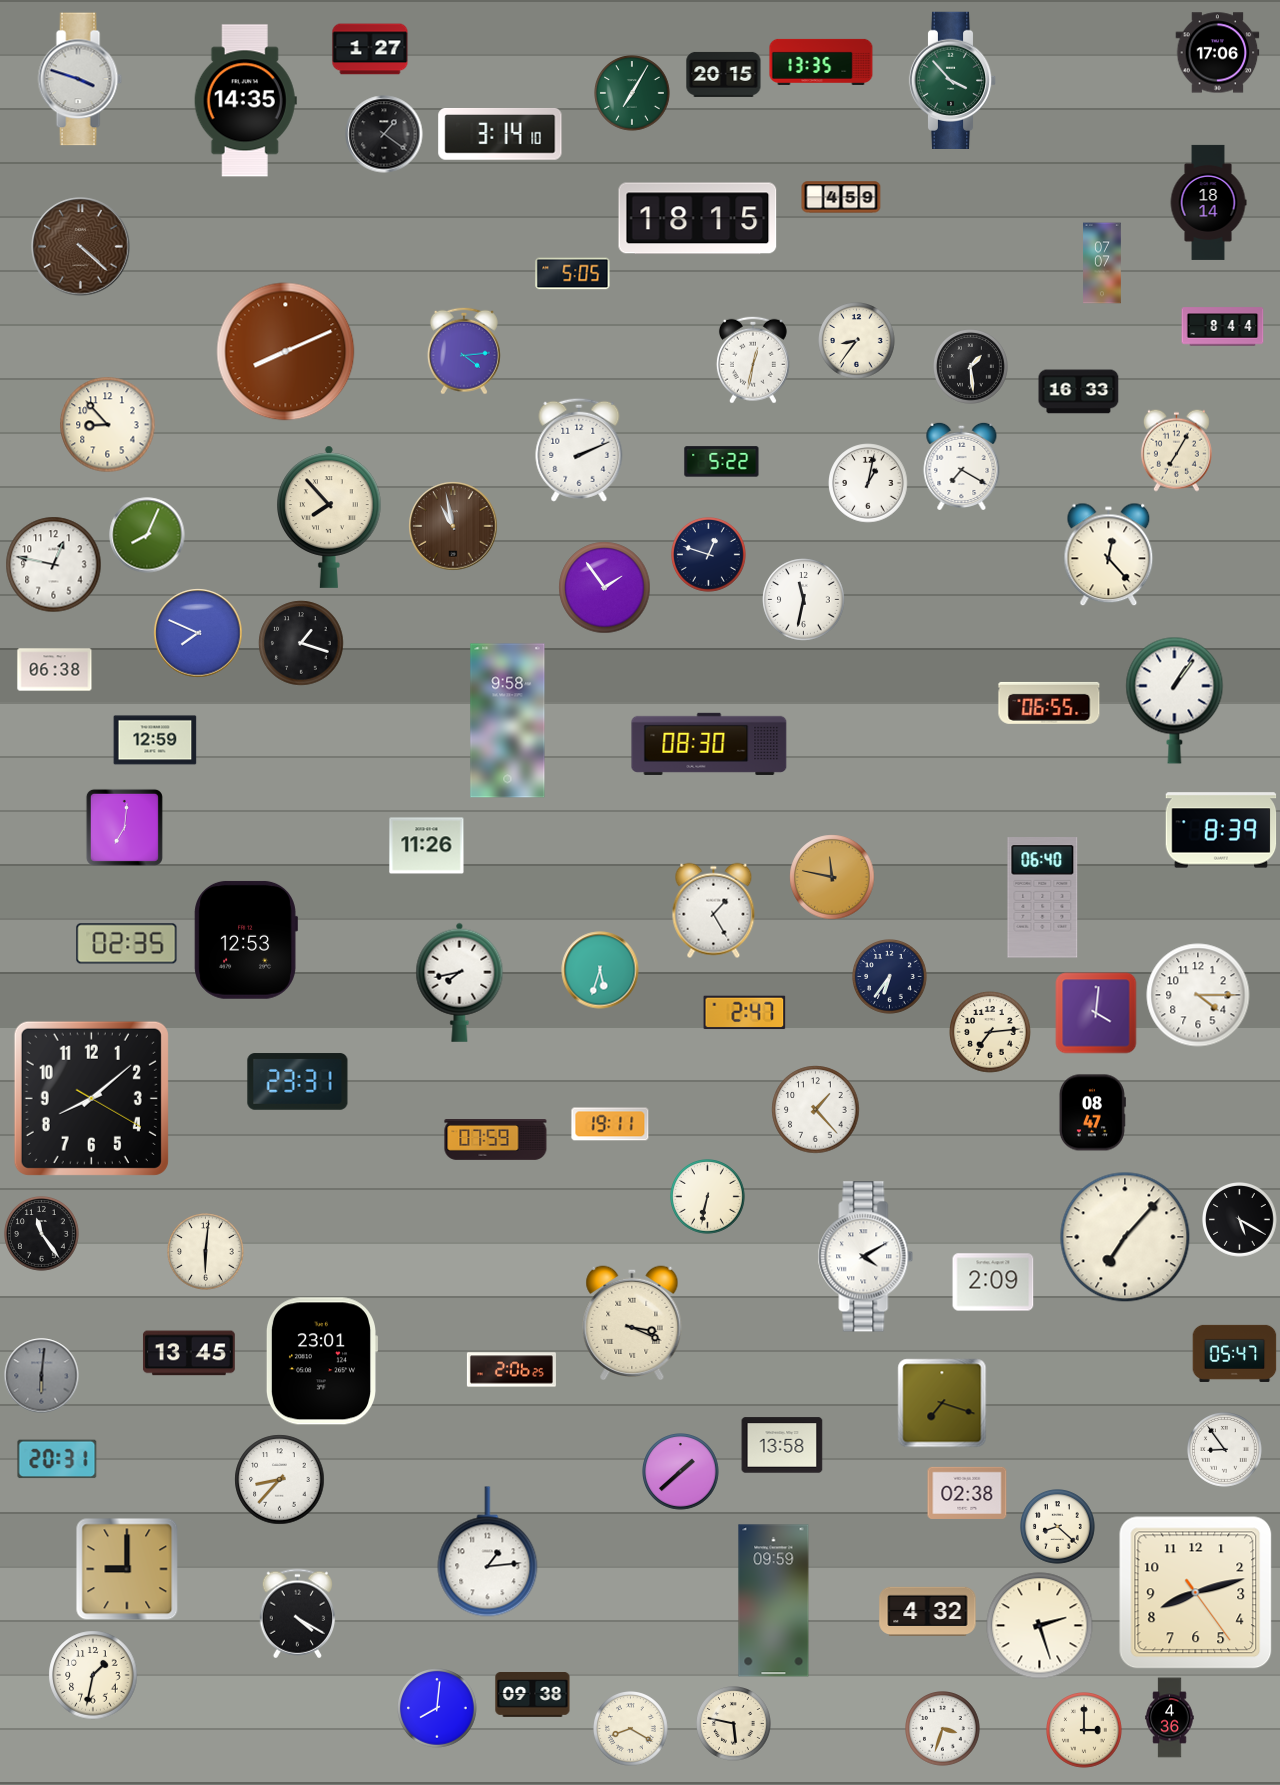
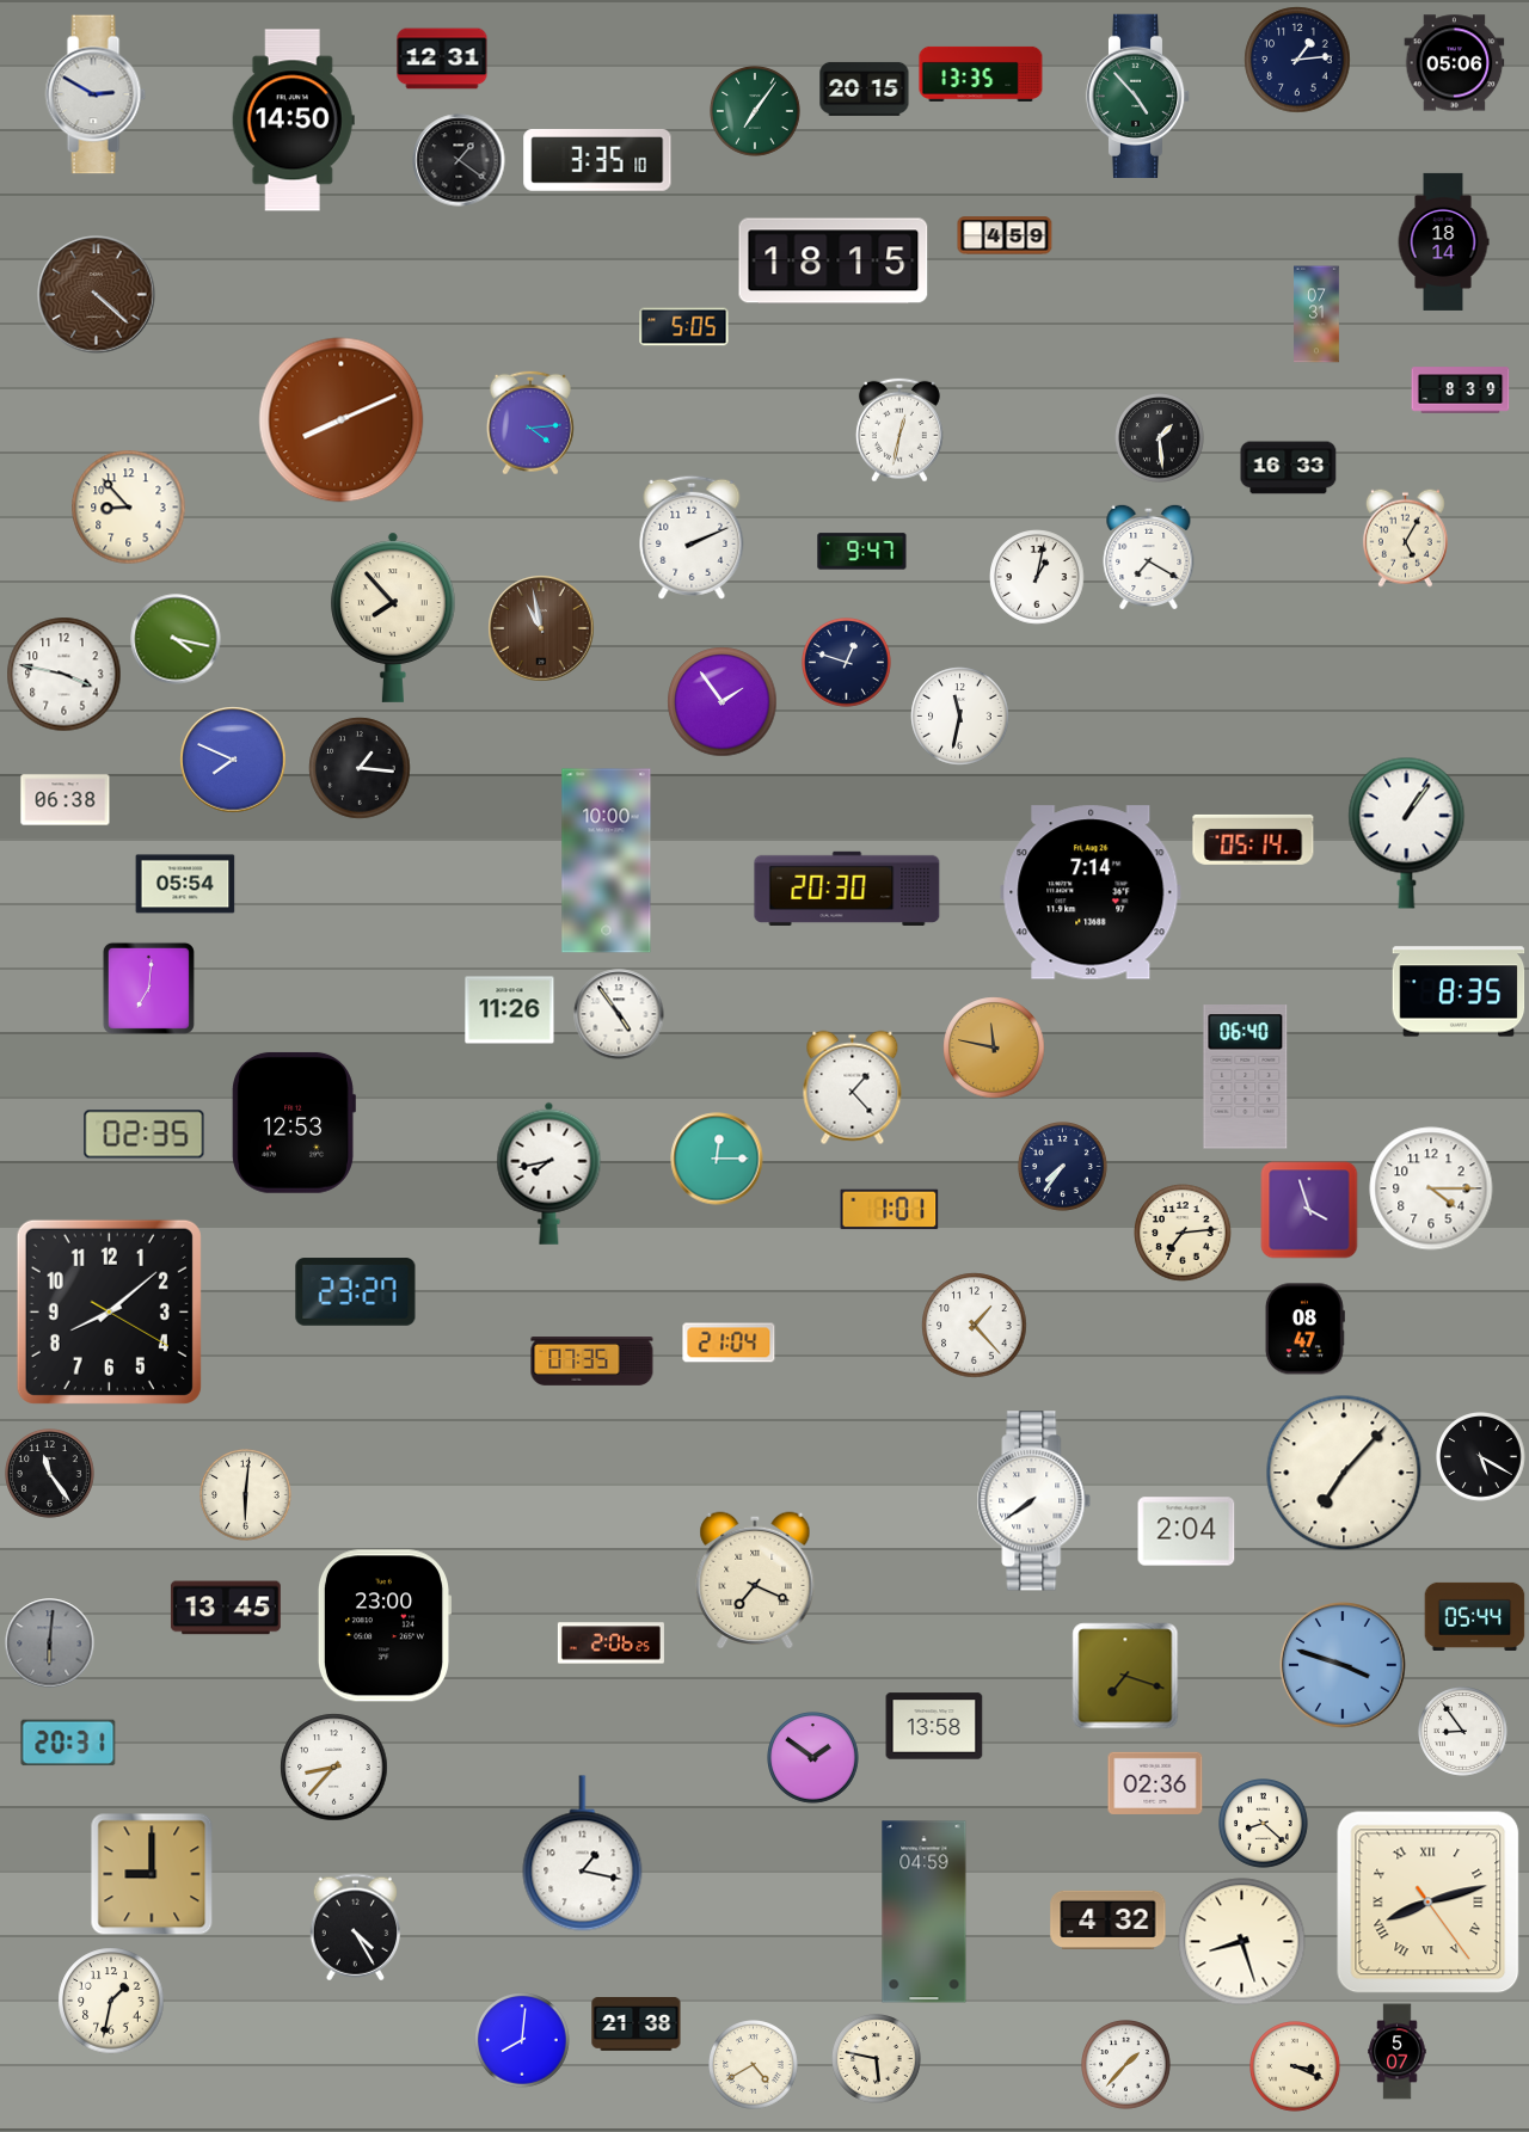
clock at (370, 49): 1:27 -> 12:31
clock at (1297, 60): none -> 1:14
clock at (1218, 53): 17:06 -> 05:06
clock at (80, 79): 3:48 -> 2:50
clock at (953, 80): 3:53 -> 4:53
clock at (632, 93): 7:05 -> 7:06
clock at (245, 101): 14:35 -> 14:50
clock at (500, 135): 3:14 -> 3:35
clock at (1102, 263): 07:07 -> 07:31
clock at (1223, 327): 8:44 -> 8:39
clock at (857, 341): 8:36 -> none
clock at (464, 351) position: (464, 351) -> (530, 423)
clock at (1176, 450): 7:05 -> 5:05
clock at (722, 462): 5:22 -> 9:47
clock at (147, 535): 8:04 -> 4:17
clock at (1109, 555): 12:23 -> none
clock at (54, 565): 12:47 -> 3:47
clock at (198, 633) position: (198, 633) -> (233, 760)
clock at (301, 643): 1:18 -> 1:16
clock at (1175, 700) position: (1175, 700) -> (1407, 832)
clock at (1049, 703): 06:55 -> 05:14
clock at (508, 721): 9:58 -> 10:00
clock at (155, 740): 12:59 -> 05:54
clock at (709, 744): 08:30 -> 20:30
clock at (1091, 892): none -> 7:14
clock at (1221, 830): 8:39 -> 8:35
clock at (619, 1014): none -> 4:54
clock at (1043, 898) position: (1043, 898) -> (1246, 1077)
clock at (714, 911): 1:25 -> 1:23
clock at (127, 944) position: (127, 944) -> (145, 1135)
clock at (600, 970): 5:33 -> 12:15
clock at (890, 977): 6:36 -> 7:36
clock at (745, 1013): 2:47 -> 1:01
clock at (1096, 1013): 4:01 -> 3:57
clock at (298, 1082): 23:31 -> 23:27
clock at (610, 1124): 19:11 -> 21:04
clock at (496, 1140): 07:59 -> 07:35
clock at (708, 1197): 6:32 -> none
clock at (1125, 1237) position: (1125, 1237) -> (1344, 1473)
clock at (866, 1257): 4:10 -> 7:39
clock at (993, 1282): 2:09 -> 2:04
clock at (632, 1322): 3:19 -> 7:19
clock at (189, 1353) position: (189, 1353) -> (226, 1608)
clock at (1235, 1353): 05:47 -> 05:44
clock at (321, 1361): 23:01 -> 23:00
clock at (511, 1370) position: (511, 1370) -> (610, 1643)
clock at (1343, 1665): none -> 3:48
clock at (681, 1472): 1:38 -> 1:51
clock at (967, 1493): 02:38 -> 02:36
clock at (488, 1552): 1:14 -> 1:17
clock at (1196, 1593) numerals: Arabic -> Roman
clock at (774, 1601): 09:59 -> 04:59
clock at (928, 1612) position: (928, 1612) -> (1109, 1921)
clock at (298, 1614): 4:20 -> 4:25
clock at (1040, 1626): 2:27 -> 8:27
clock at (533, 1695): 09:38 -> 21:38
clock at (1170, 1718): 4:36 -> 5:07
clock at (631, 1729): 8:20 -> 4:40
clock at (943, 1729): 3:33 -> 1:37
clock at (1084, 1730): 3:00 -> 3:19
